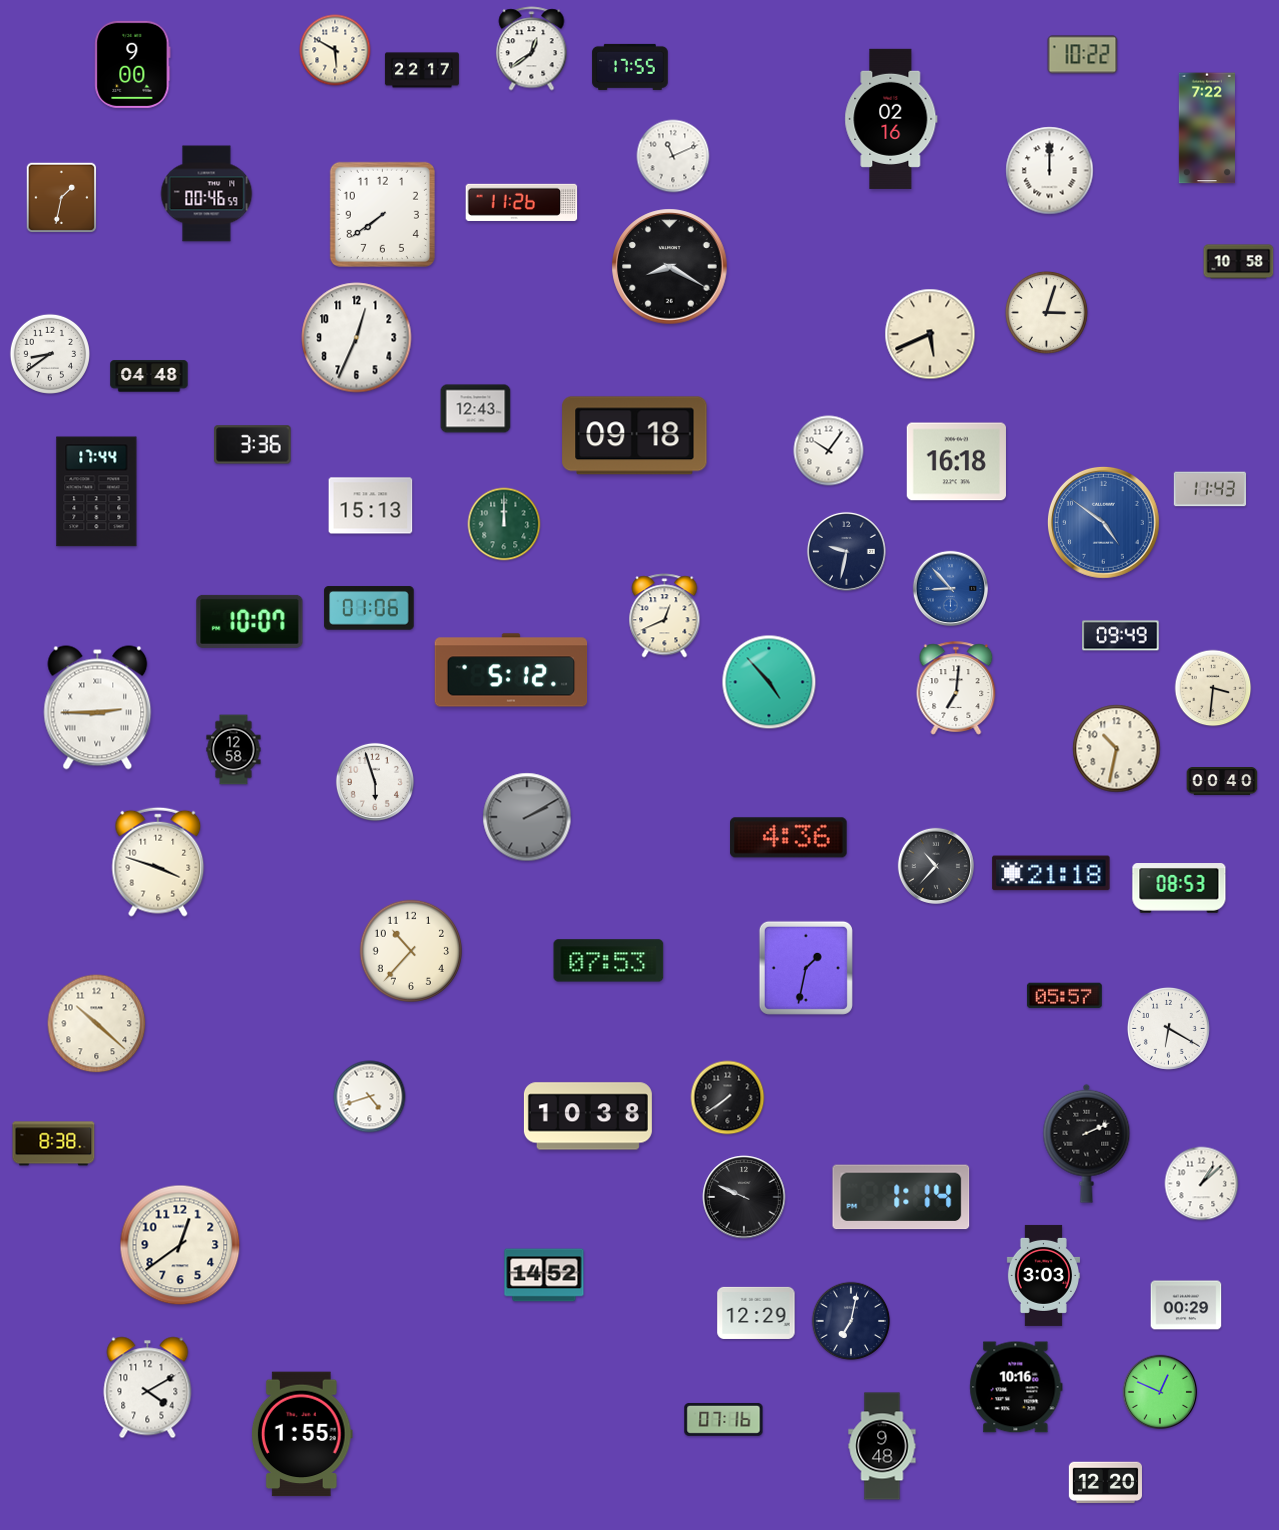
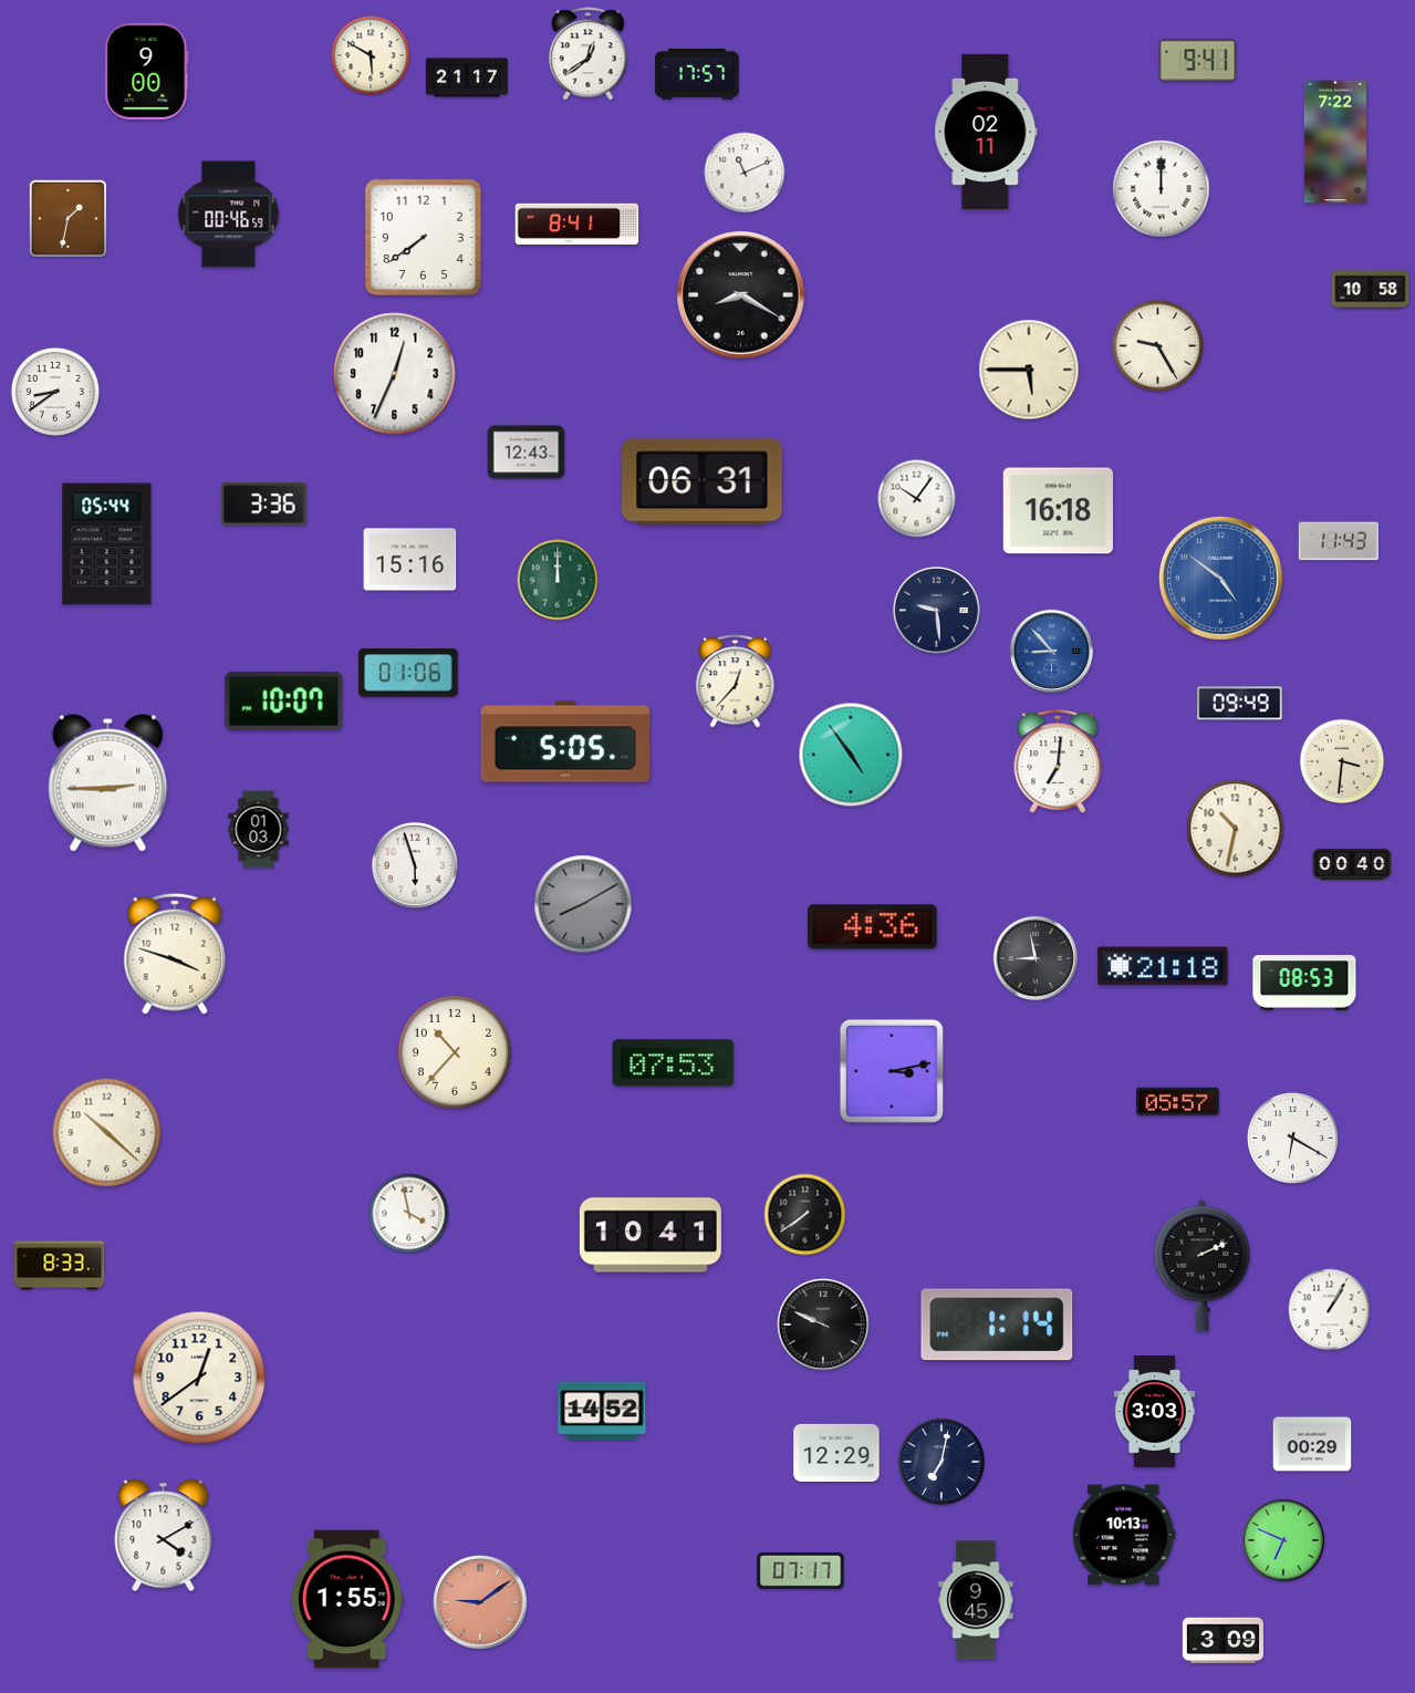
clock at (1083, 55): 10:22 -> 9:41
clock at (630, 67): 17:55 -> 17:57
clock at (422, 70): 22:17 -> 21:17
clock at (891, 119): 02:16 -> 02:11
clock at (522, 202): 11:26 -> 8:41
clock at (1046, 312): 3:03 -> 9:25
clock at (930, 334): 5:41 -> 5:45
clock at (149, 376): 04:48 -> none
clock at (635, 436): 09:18 -> 06:31
clock at (253, 445) position: (253, 445) -> (264, 505)
clock at (97, 492): 17:44 -> 05:44
clock at (371, 506): 15:13 -> 15:16
clock at (846, 551): 9:32 -> 9:29
clock at (665, 616): 12:41 -> 12:37
clock at (250, 621) position: (250, 621) -> (284, 700)
clock at (511, 670): 5:12 -> 5:05
clock at (769, 682): 4:53 -> 4:54
clock at (234, 750): 12:58 -> 01:03
clock at (527, 817): 2:10 -> 8:10
clock at (936, 866): 10:37 -> 8:58
clock at (806, 968): 1:32 -> 3:13
clock at (370, 1097): 4:42 -> 3:58
clock at (588, 1116): 10:38 -> 10:41
clock at (54, 1144): 8:38 -> 8:33
clock at (1202, 1184): 1:08 -> 1:05
clock at (1016, 1387): 10:16 -> 10:13
clock at (1160, 1392): 12:49 -> 6:49
clock at (724, 1419): 07:16 -> 07:17
clock at (302, 1434) position: (302, 1434) -> (347, 1599)
clock at (882, 1446): 9:48 -> 9:45
clock at (480, 1602): none -> 9:09
clock at (1105, 1483): 12:20 -> 3:09
